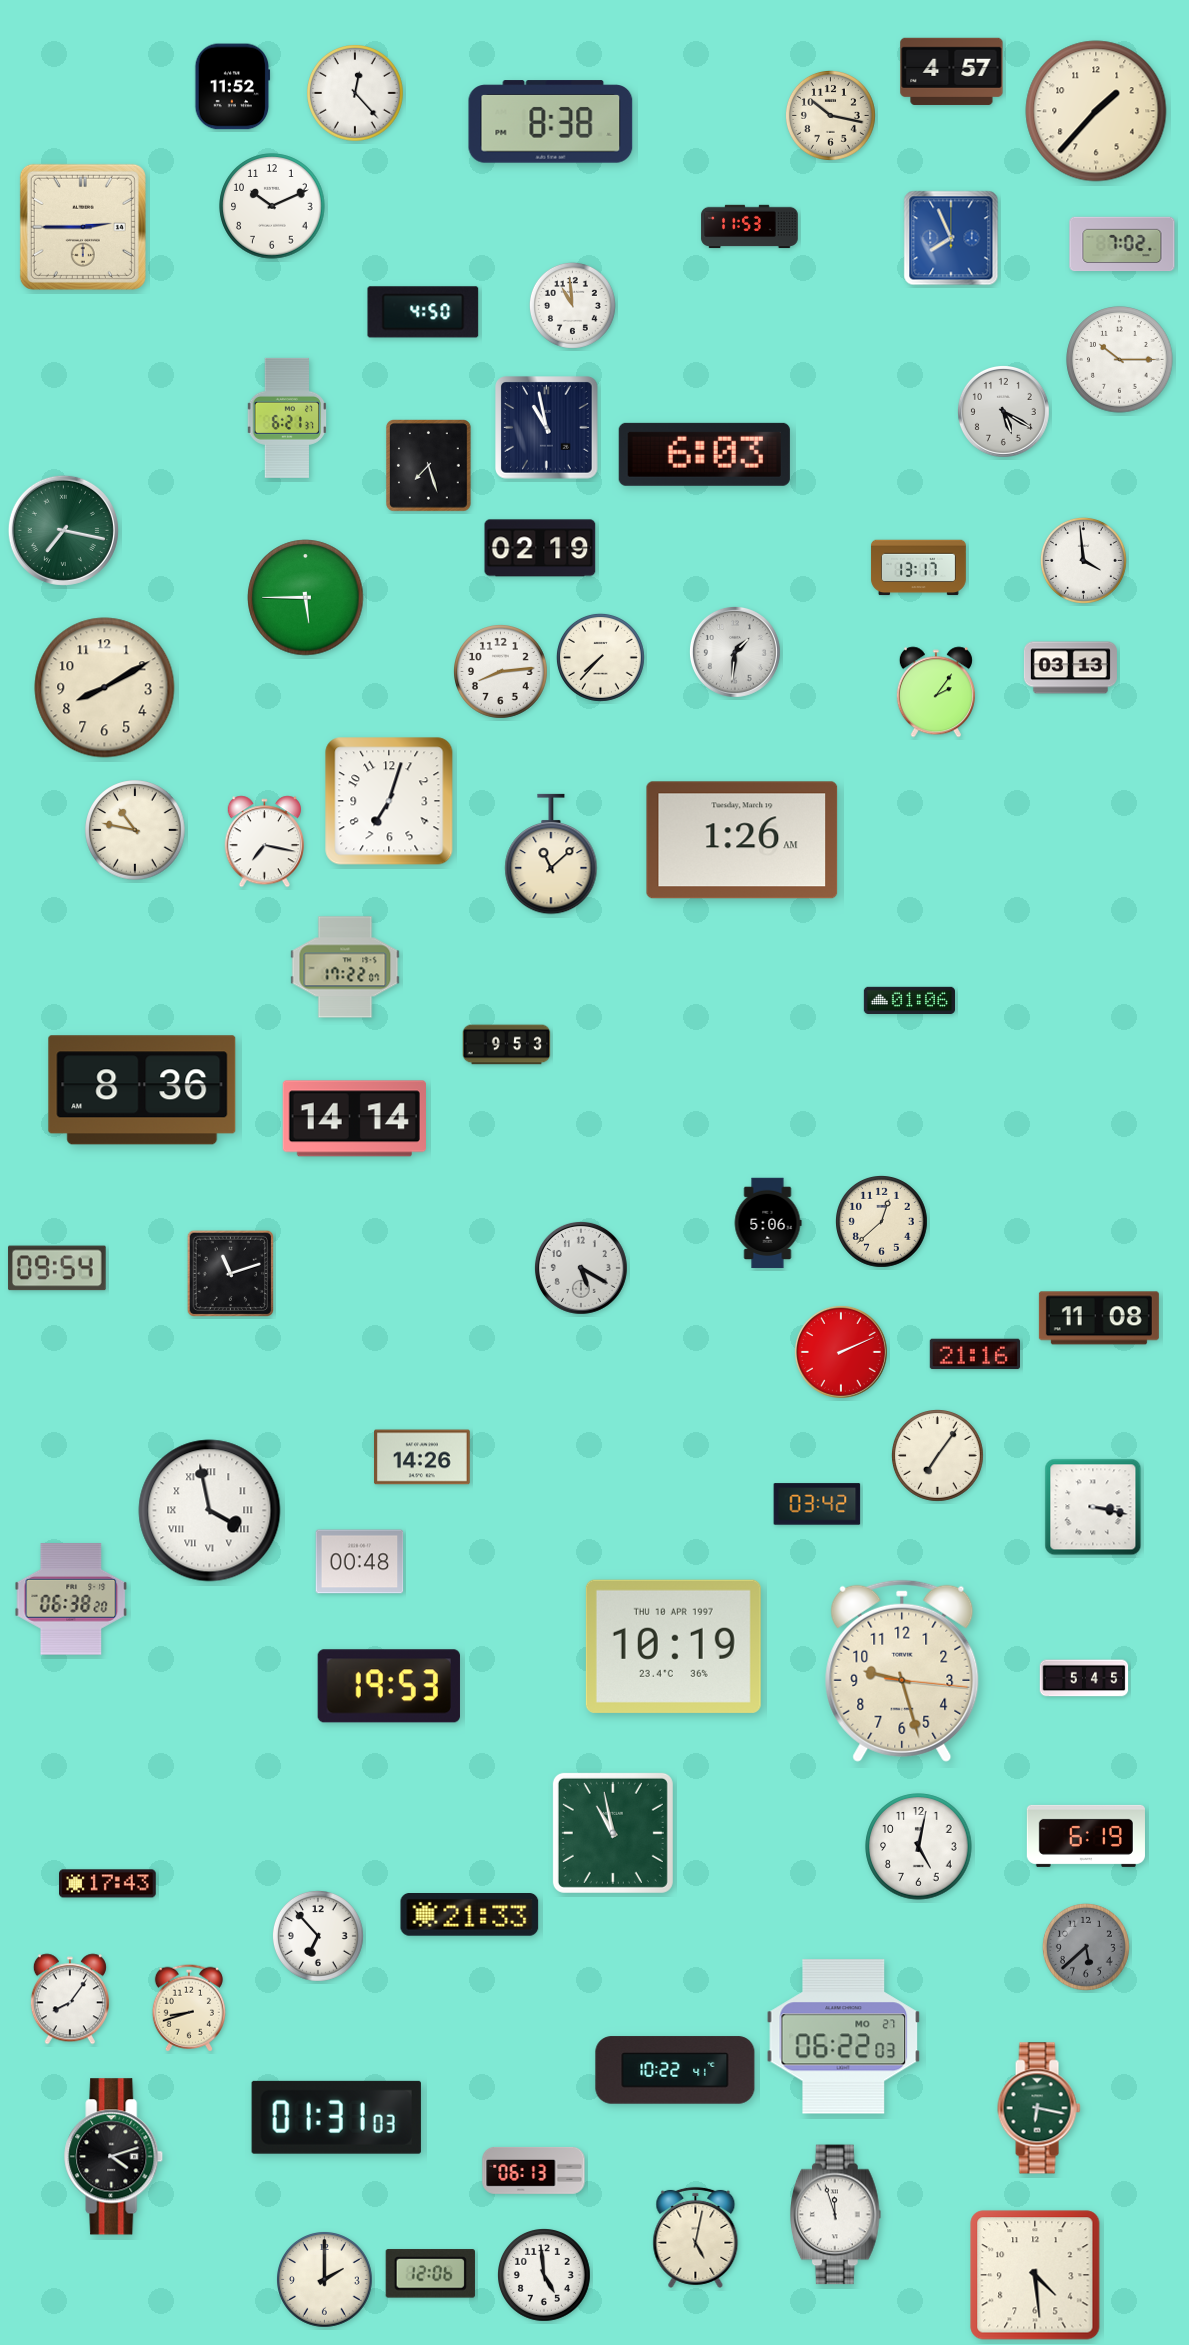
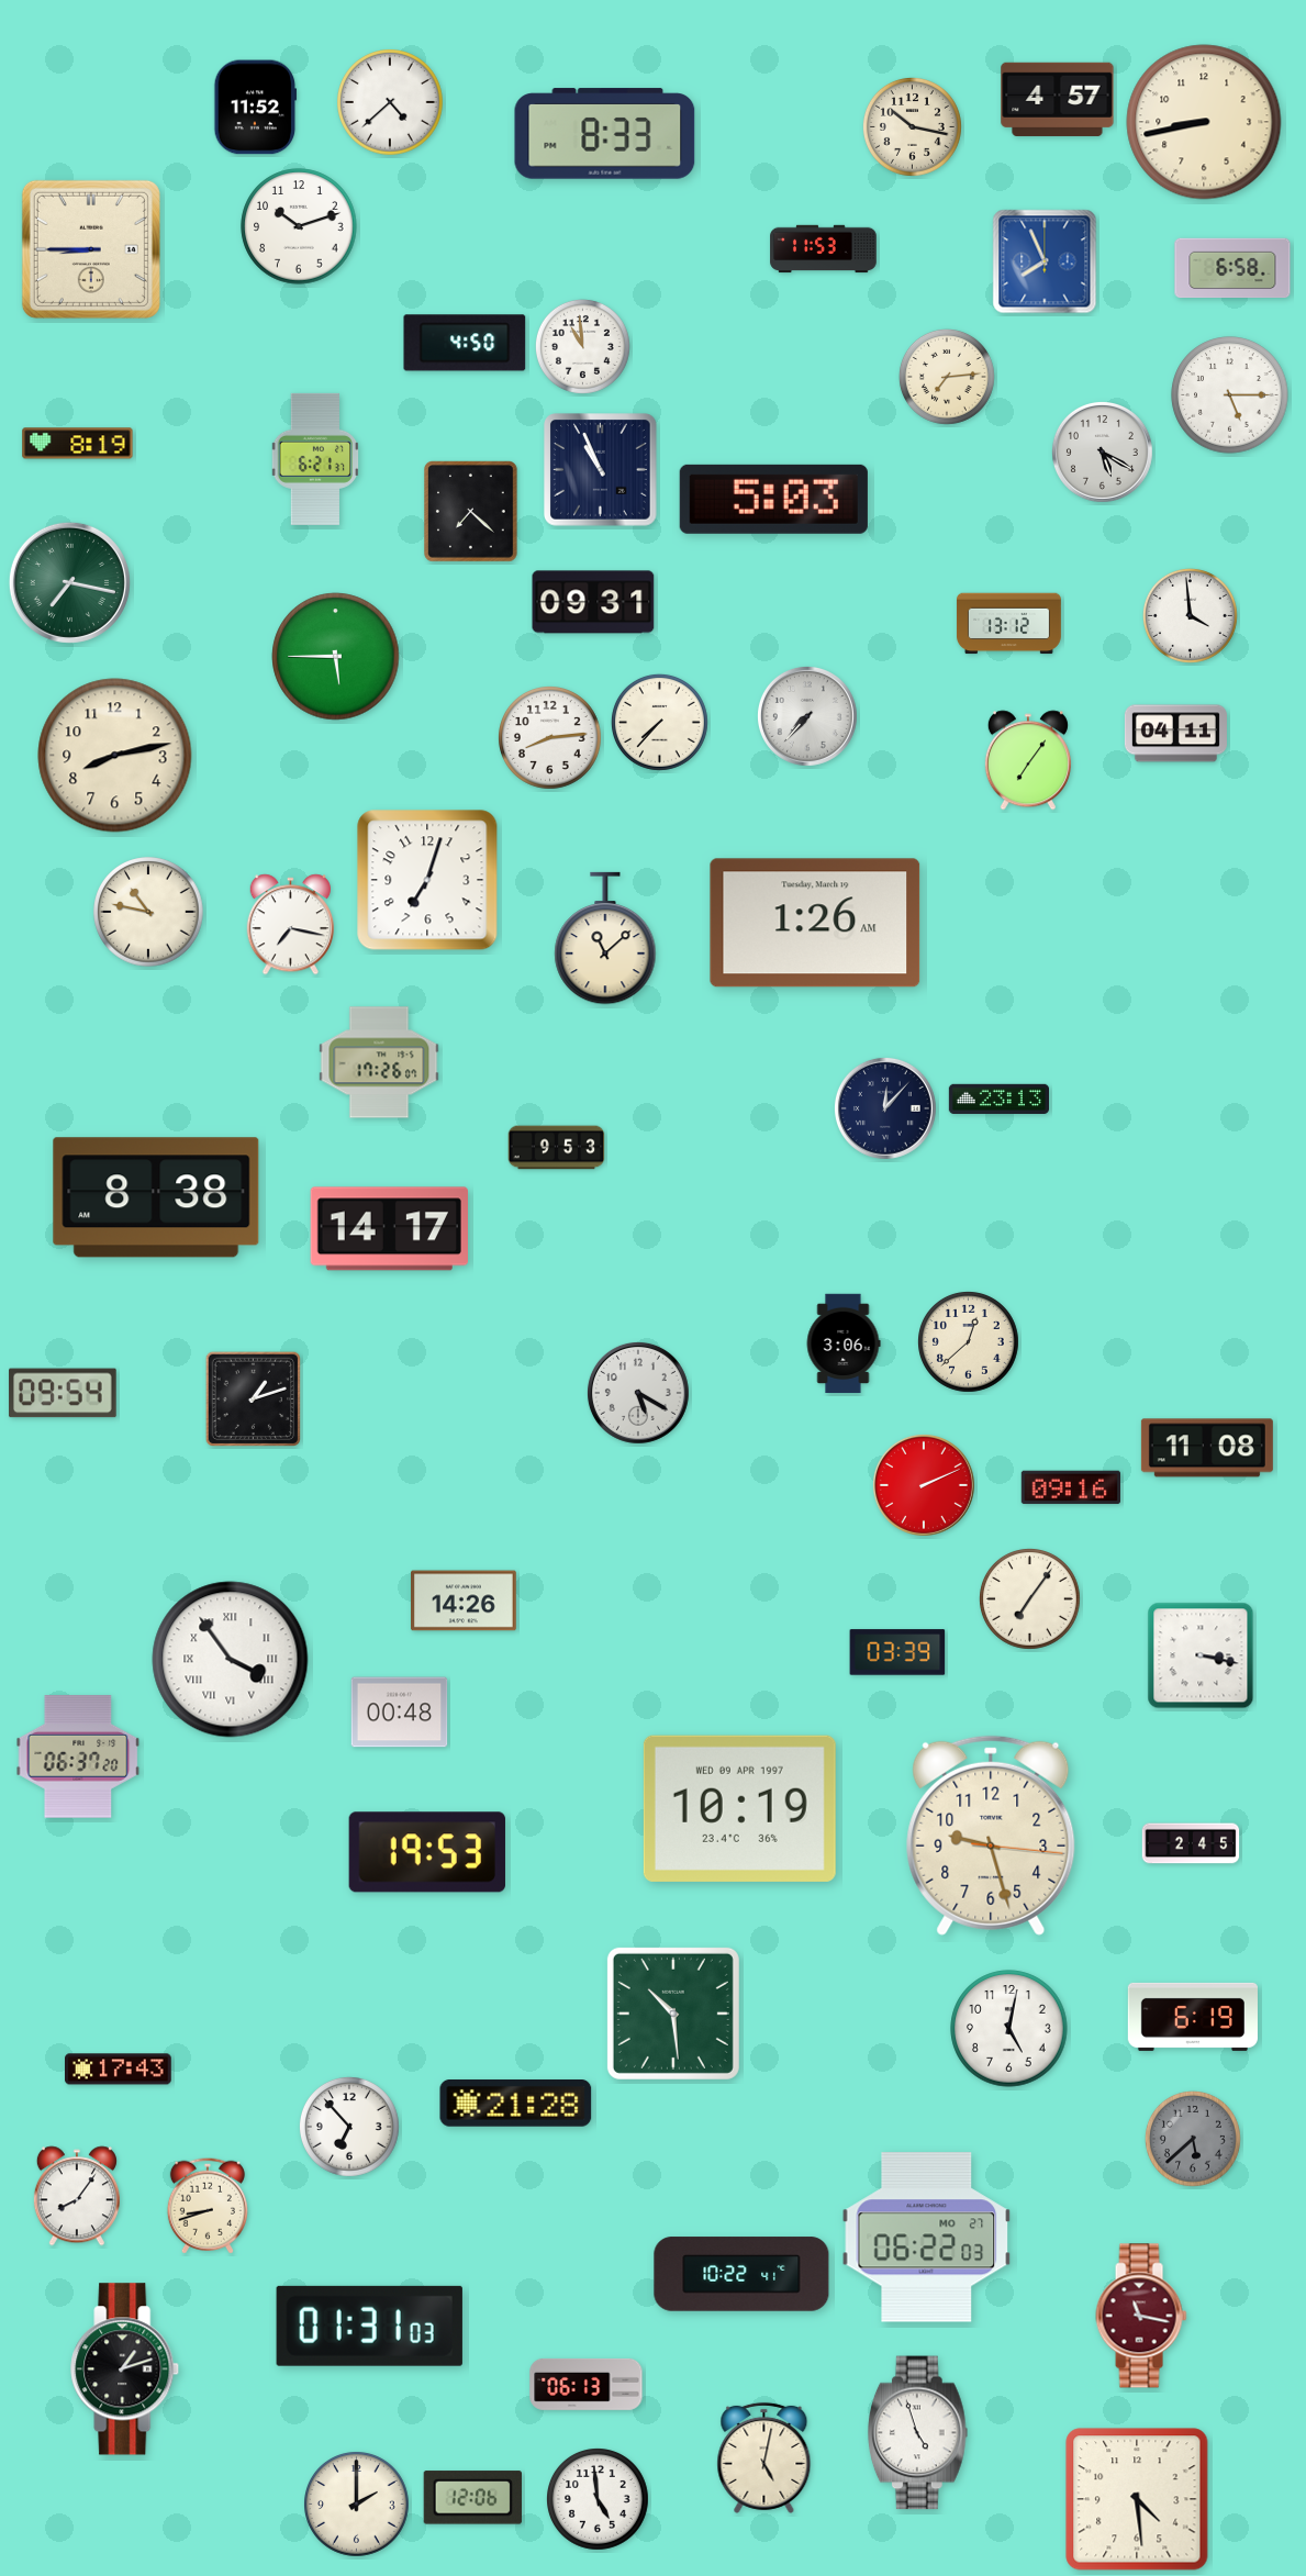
clock at (952, 71) position: (952, 71) -> (1058, 99)
clock at (233, 87) position: (233, 87) -> (256, 108)
clock at (356, 94): 12:23 -> 4:38
clock at (1096, 111): 1:37 -> 8:43
clock at (551, 122): 8:38 -> 8:33
clock at (272, 206): 10:11 -> 10:12
clock at (83, 227): 2:45 -> 8:45
clock at (1122, 244): 7:02 -> 6:58
clock at (572, 305) position: (572, 305) -> (582, 346)
clock at (947, 377): none -> 7:14
clock at (1120, 360): 10:15 -> 5:15
clock at (78, 444): none -> 8:19
clock at (547, 428): 10:58 -> 10:56
clock at (704, 454): 6:03 -> 5:03
clock at (429, 466): 7:27 -> 7:22
clock at (540, 548): 02:19 -> 09:31
clock at (918, 568): 13:17 -> 13:12
clock at (735, 652): 1:31 -> 7:37
clock at (1070, 668): 03:13 -> 04:11
clock at (105, 688): 8:10 -> 8:13
clock at (936, 692): 2:06 -> 7:06
clock at (345, 967): 17:22 -> 17:26
clock at (909, 1000): 01:06 -> 23:13
clock at (885, 1108): none -> 12:07
clock at (142, 1090): 8:36 -> 8:38
clock at (354, 1119): 14:14 -> 14:17
clock at (768, 1223): 5:06 -> 3:06
clock at (230, 1273): 11:12 -> 1:12
clock at (974, 1354): 21:16 -> 09:16
clock at (817, 1504): 03:42 -> 03:39
clock at (210, 1511): 3:58 -> 3:54
clock at (360, 1562) position: (360, 1562) -> (400, 1713)
clock at (71, 1599): 06:38 -> 06:37
clock at (673, 1646) date: THU 10 APR 1997 -> WED 09 APR 1997
clock at (1084, 1678): 5:45 -> 2:45
clock at (613, 1833): 10:58 -> 10:29
clock at (470, 1915): 21:33 -> 21:28
clock at (1039, 2108): 6:17 -> 11:17
clock at (1039, 2108) dial: green -> burgundy
clock at (114, 2157): 4:12 -> 1:12
clock at (835, 2215): 11:57 -> 4:57
